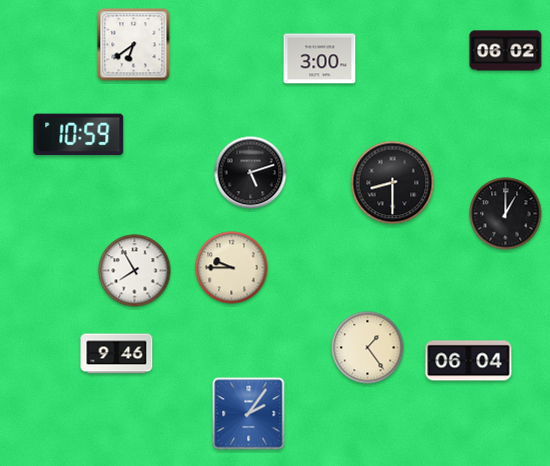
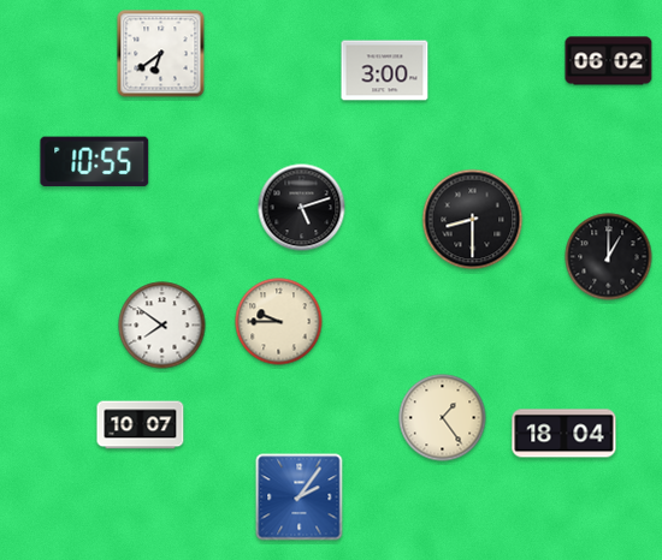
clock at (79, 135): 10:59 -> 10:55
clock at (135, 271): 7:55 -> 7:51
clock at (117, 354): 9:46 -> 10:07
clock at (469, 361): 06:04 -> 18:04
